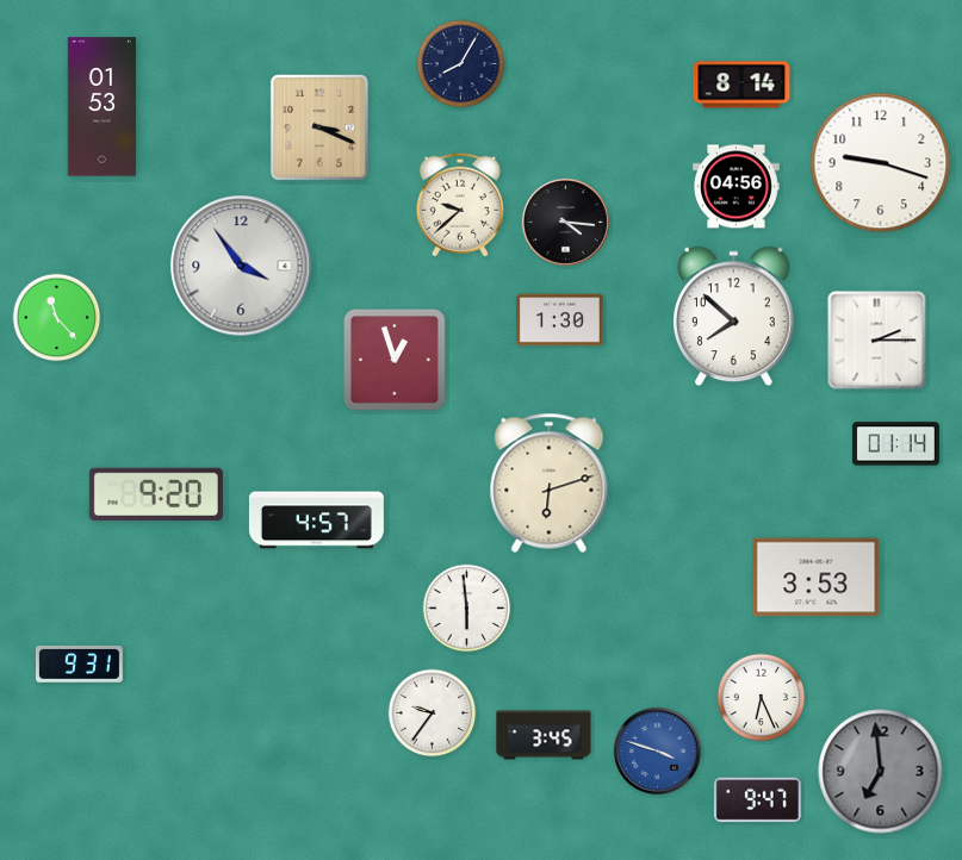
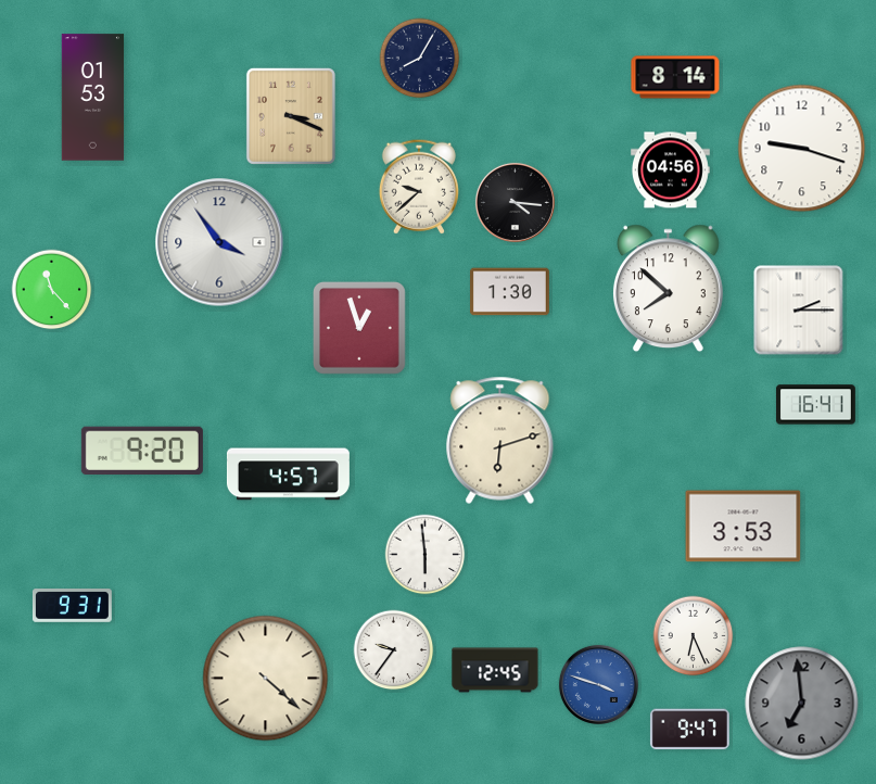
clock at (896, 444): 01:14 -> 16:41
clock at (544, 735): 3:45 -> 12:45
clock at (266, 679): none -> 4:22
